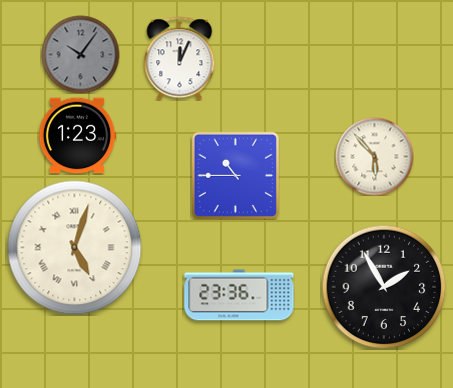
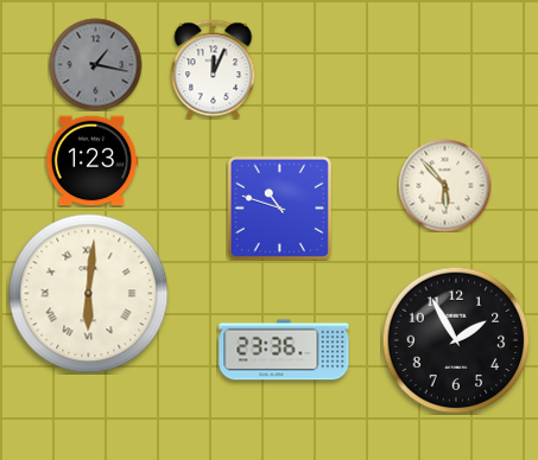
clock at (80, 54): 10:06 -> 1:17
clock at (235, 175): 10:45 -> 10:48
clock at (75, 248): 5:03 -> 6:01
